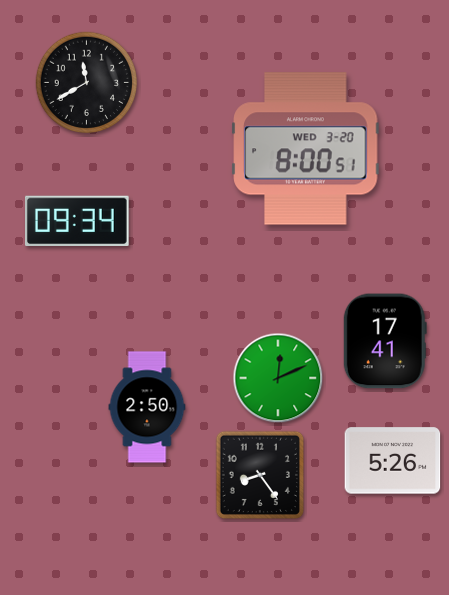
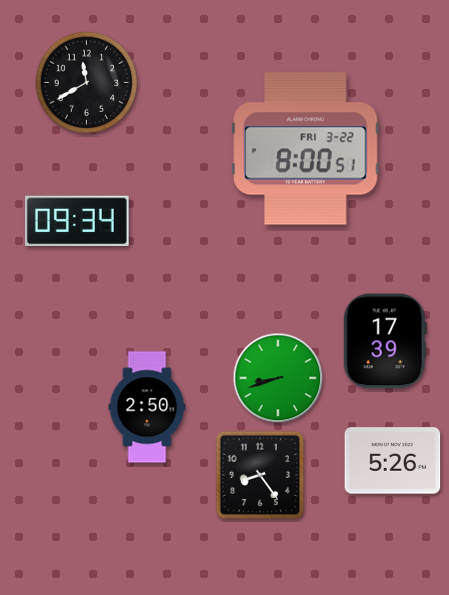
clock at (306, 149) date: WED 3-20 -> FRI 3-22
clock at (385, 341): 17:41 -> 17:39
clock at (278, 378): 12:11 -> 8:42
